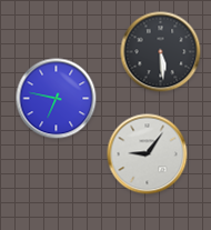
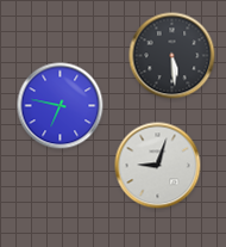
clock at (148, 154): 9:06 -> 9:03
